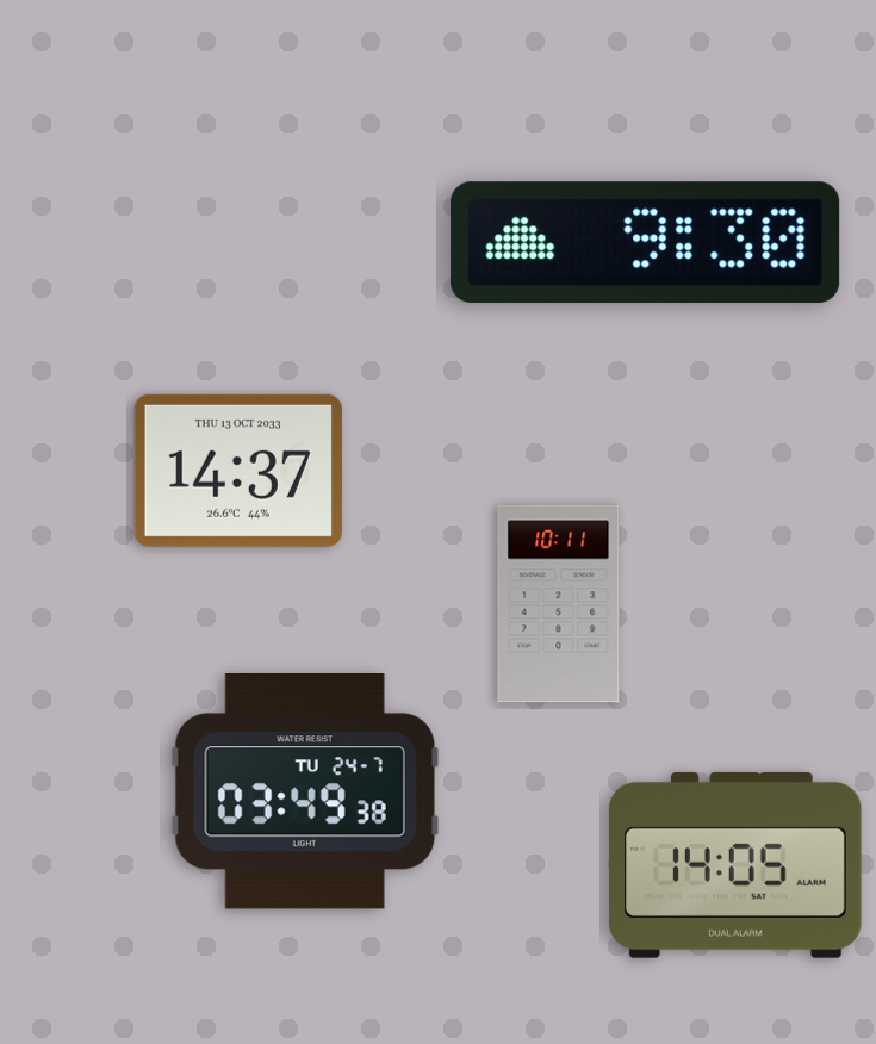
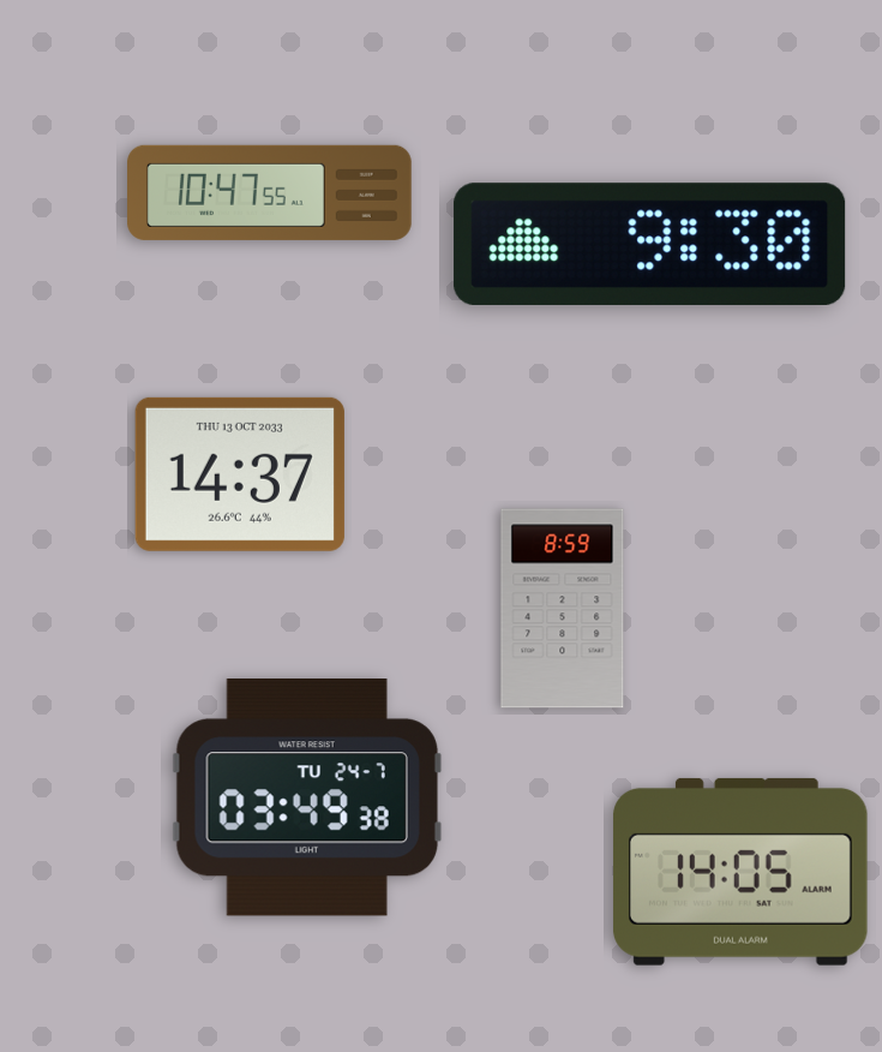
clock at (270, 192): none -> 10:47
clock at (559, 604): 10:11 -> 8:59
